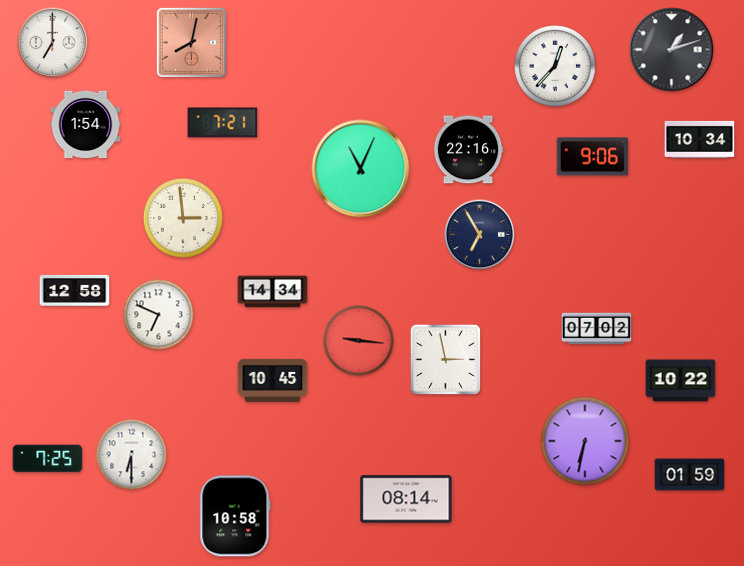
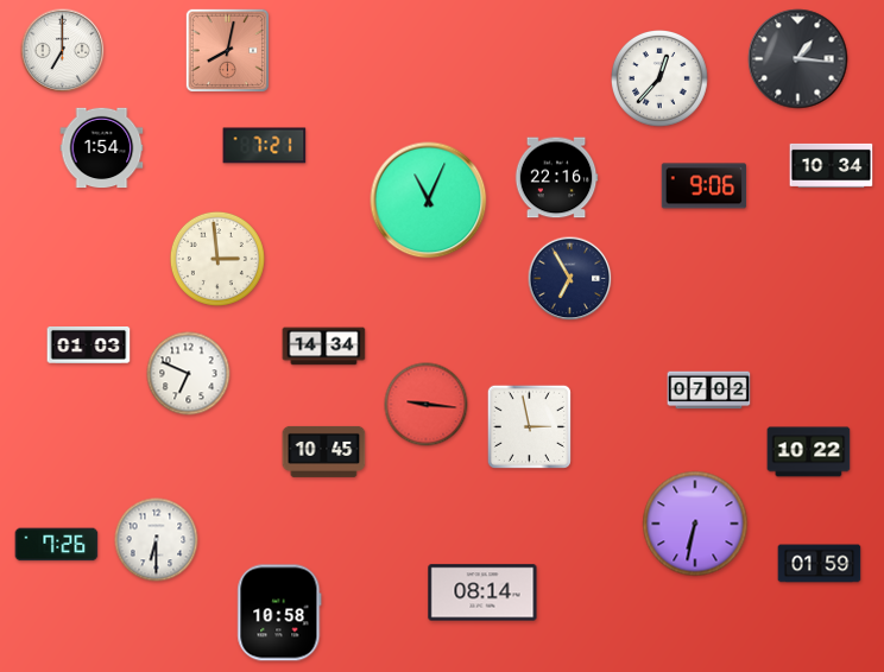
clock at (672, 50): 1:12 -> 1:16
clock at (75, 290): 12:58 -> 01:03
clock at (48, 459): 7:25 -> 7:26
